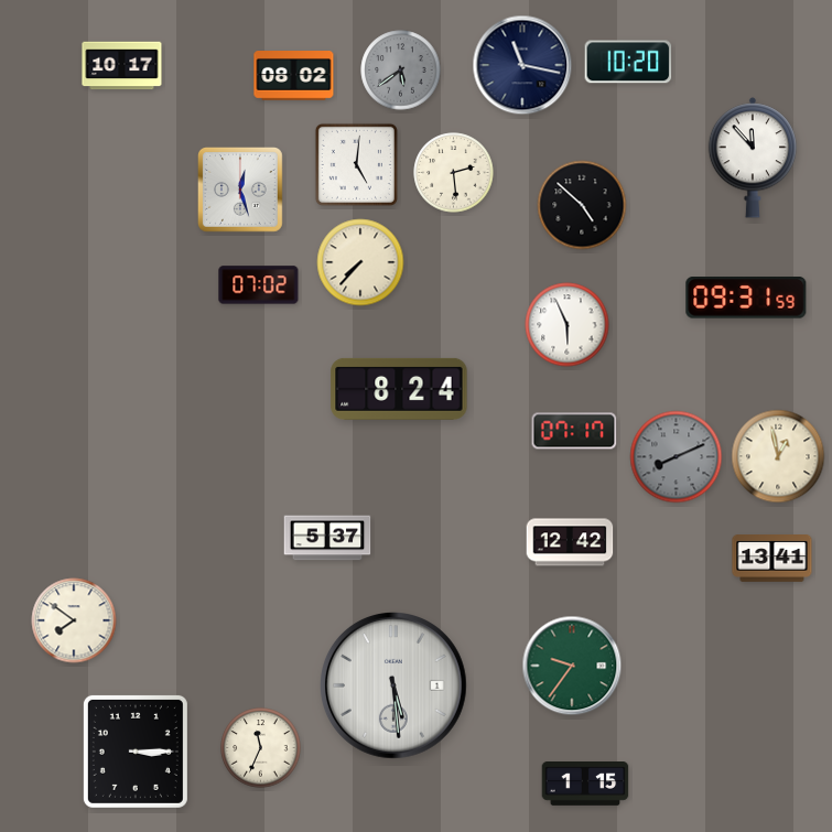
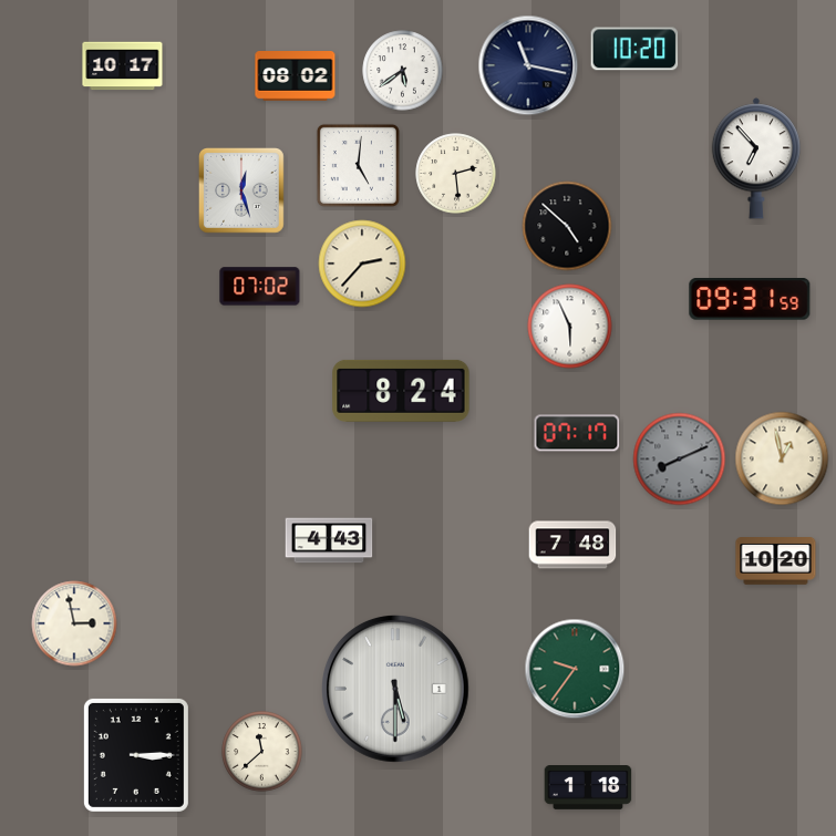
clock at (628, 62) position: (628, 62) -> (634, 49)
clock at (522, 65) position: (522, 65) -> (528, 65)
clock at (401, 71) dial: grey -> white
clock at (753, 158): 11:53 -> 6:53
clock at (582, 205) position: (582, 205) -> (567, 226)
clock at (360, 262): 7:37 -> 2:37
clock at (327, 538): 5:37 -> 4:43
clock at (570, 542): 12:42 -> 7:48
clock at (772, 559): 13:41 -> 10:20
clock at (74, 620): 7:51 -> 2:58
clock at (395, 687): 5:29 -> 5:30
clock at (261, 748): 11:34 -> 11:38
clock at (585, 785): 1:15 -> 1:18
